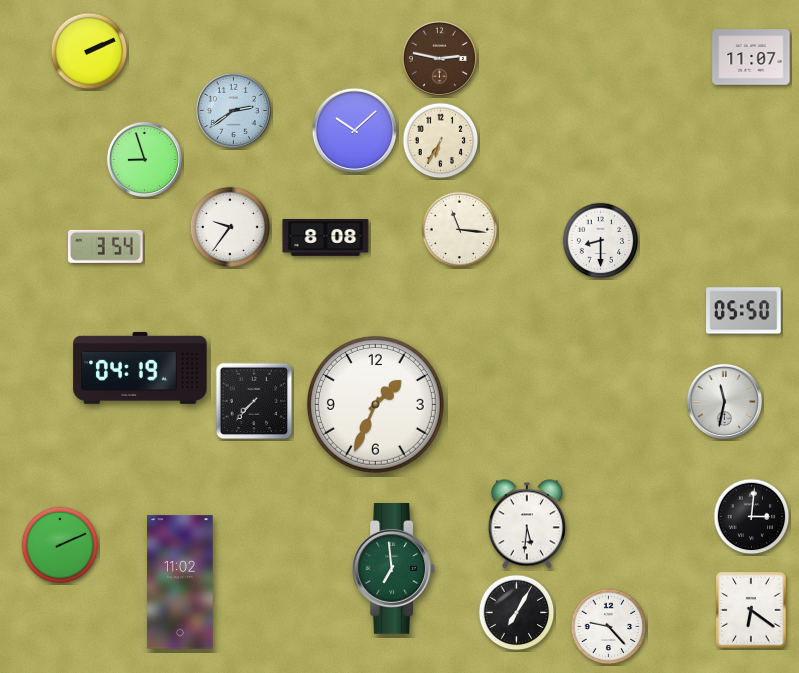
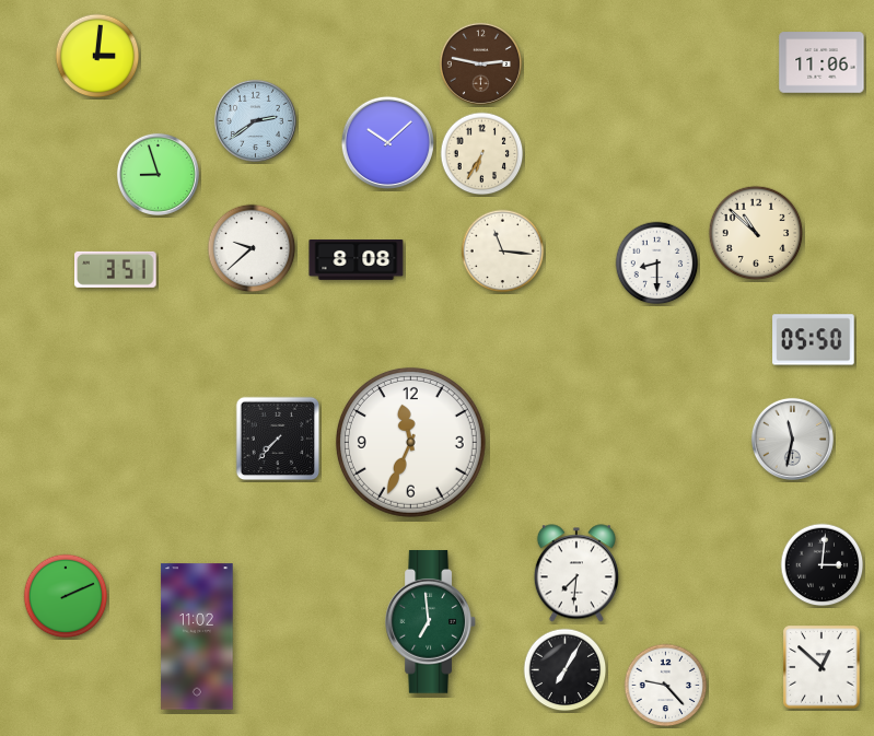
clock at (89, 51): 2:11 -> 3:01
clock at (751, 57): 11:07 -> 11:06
clock at (756, 233): none -> 10:52
clock at (230, 227): 9:36 -> 9:38
clock at (106, 246): 3:54 -> 3:51
clock at (140, 368): 04:19 -> none
clock at (375, 404): 1:34 -> 11:34
clock at (527, 524): 5:31 -> 7:31
clock at (751, 610): 6:21 -> 12:52
